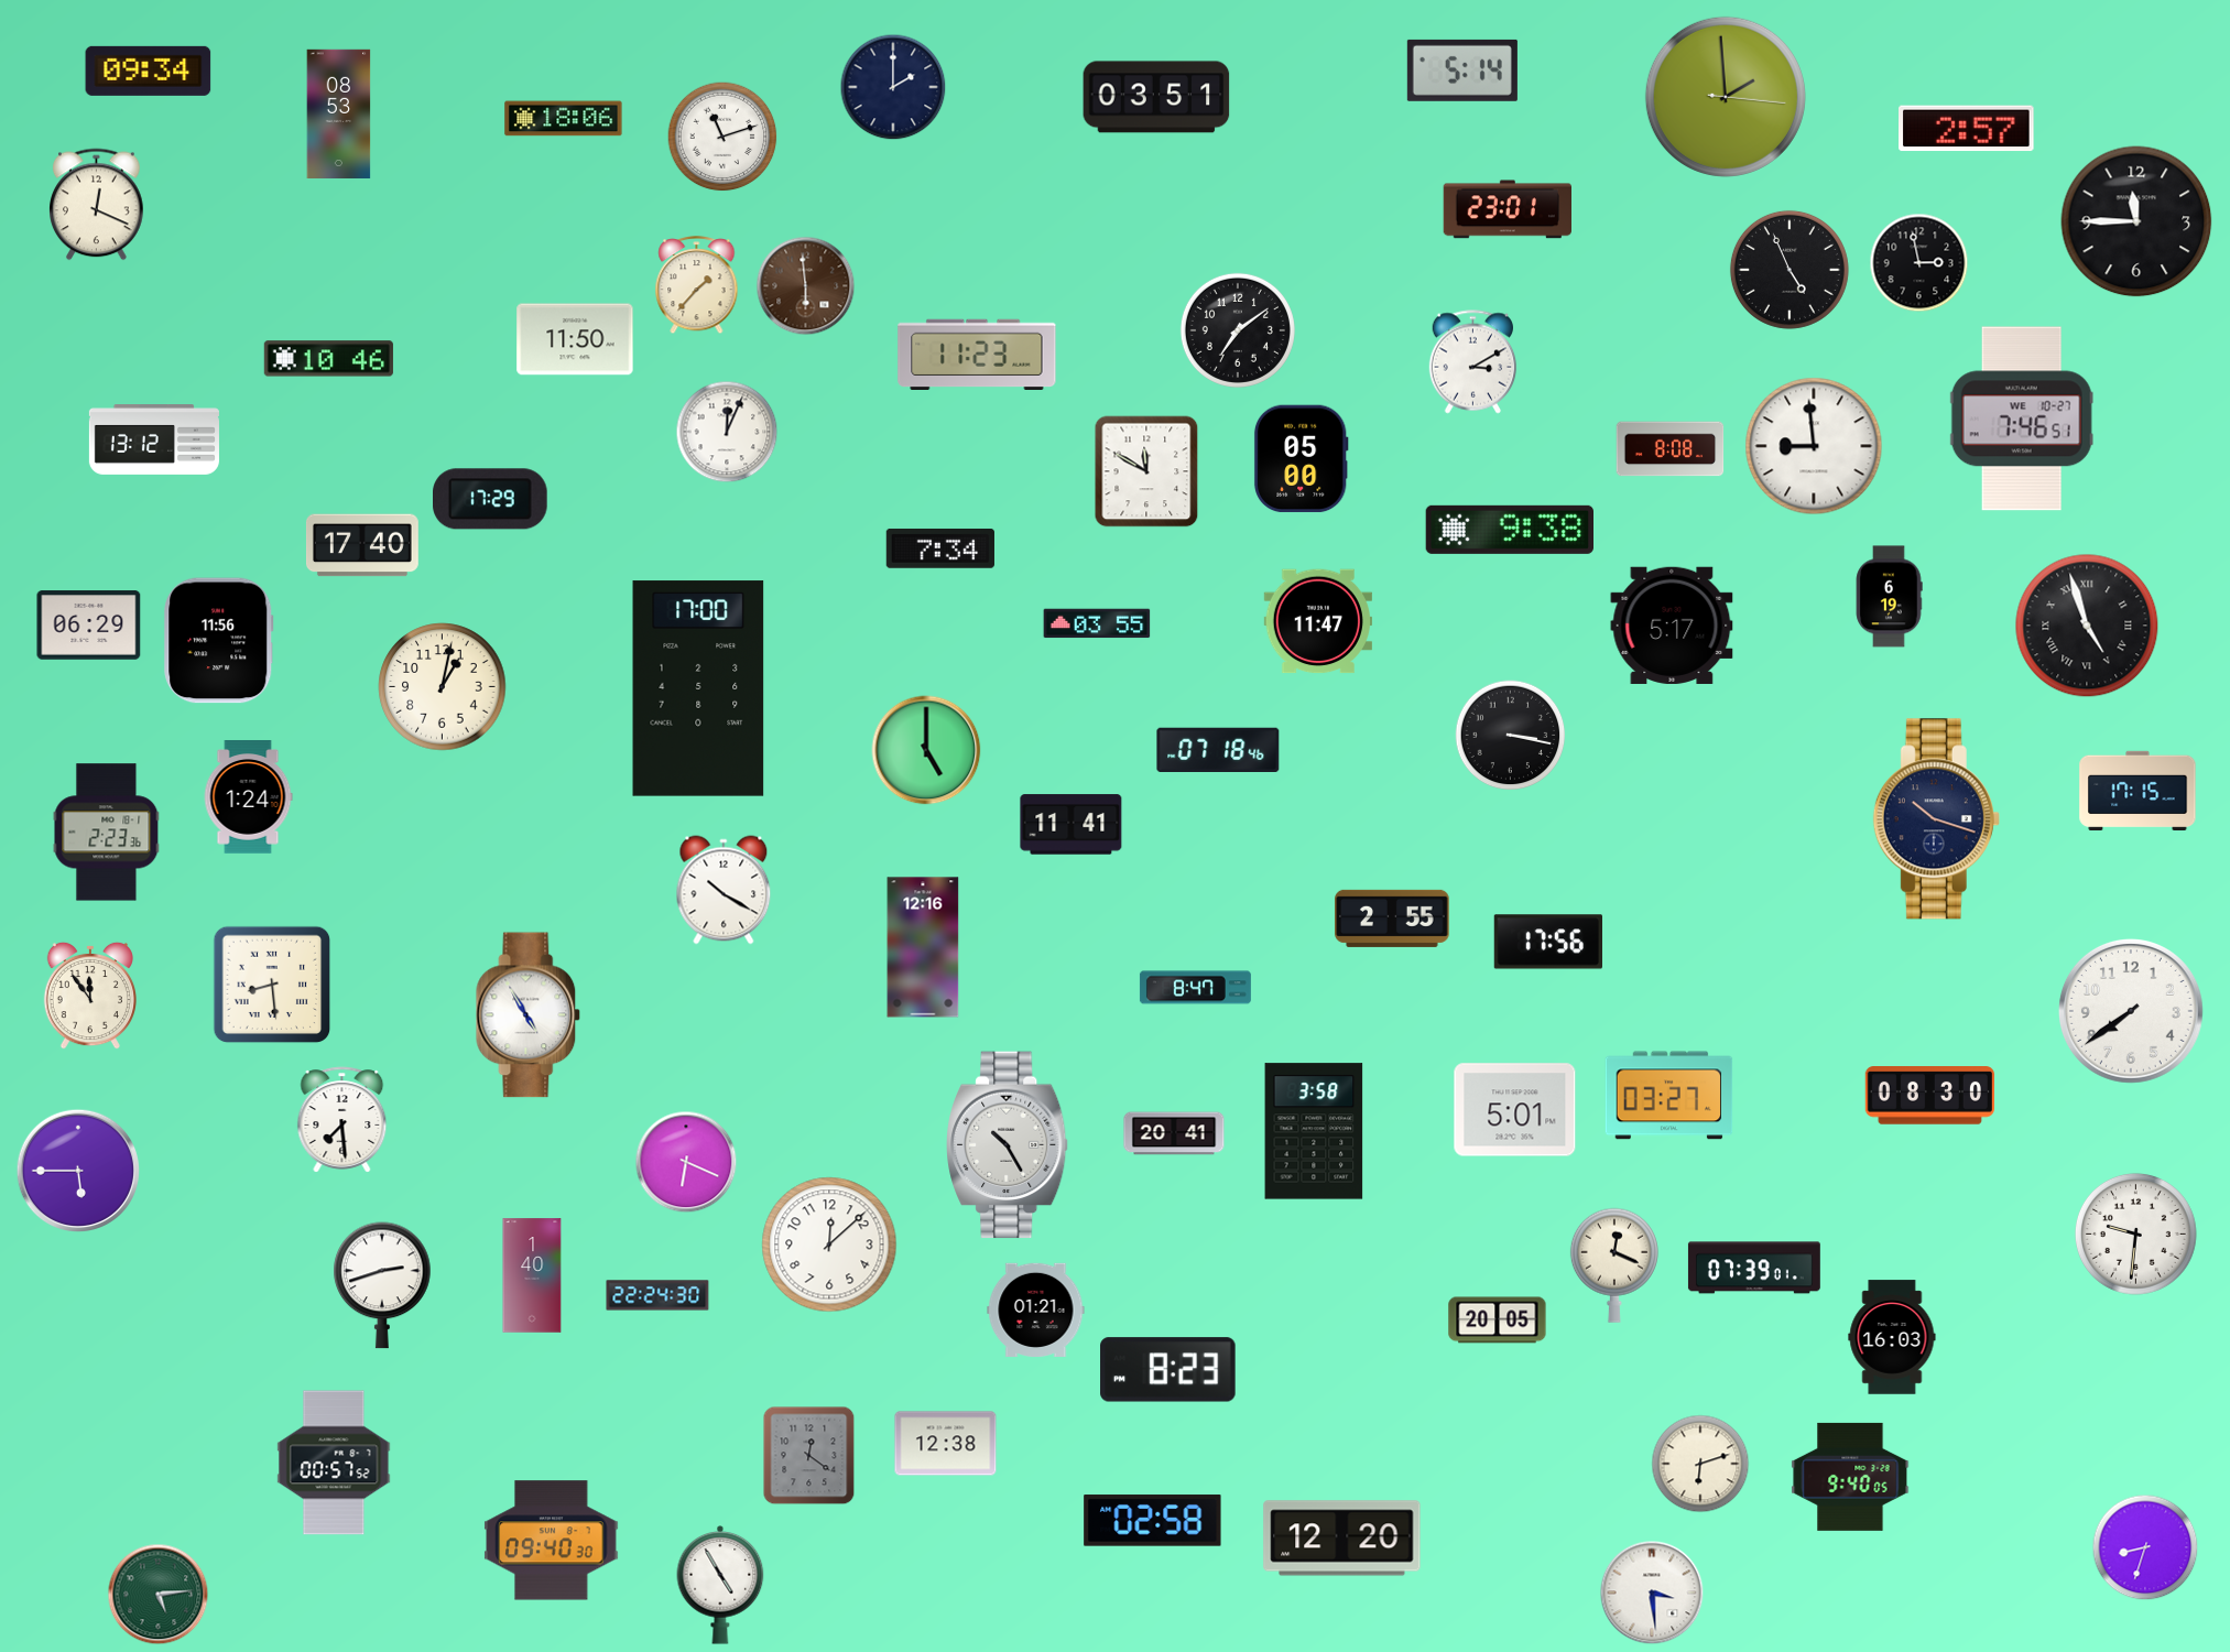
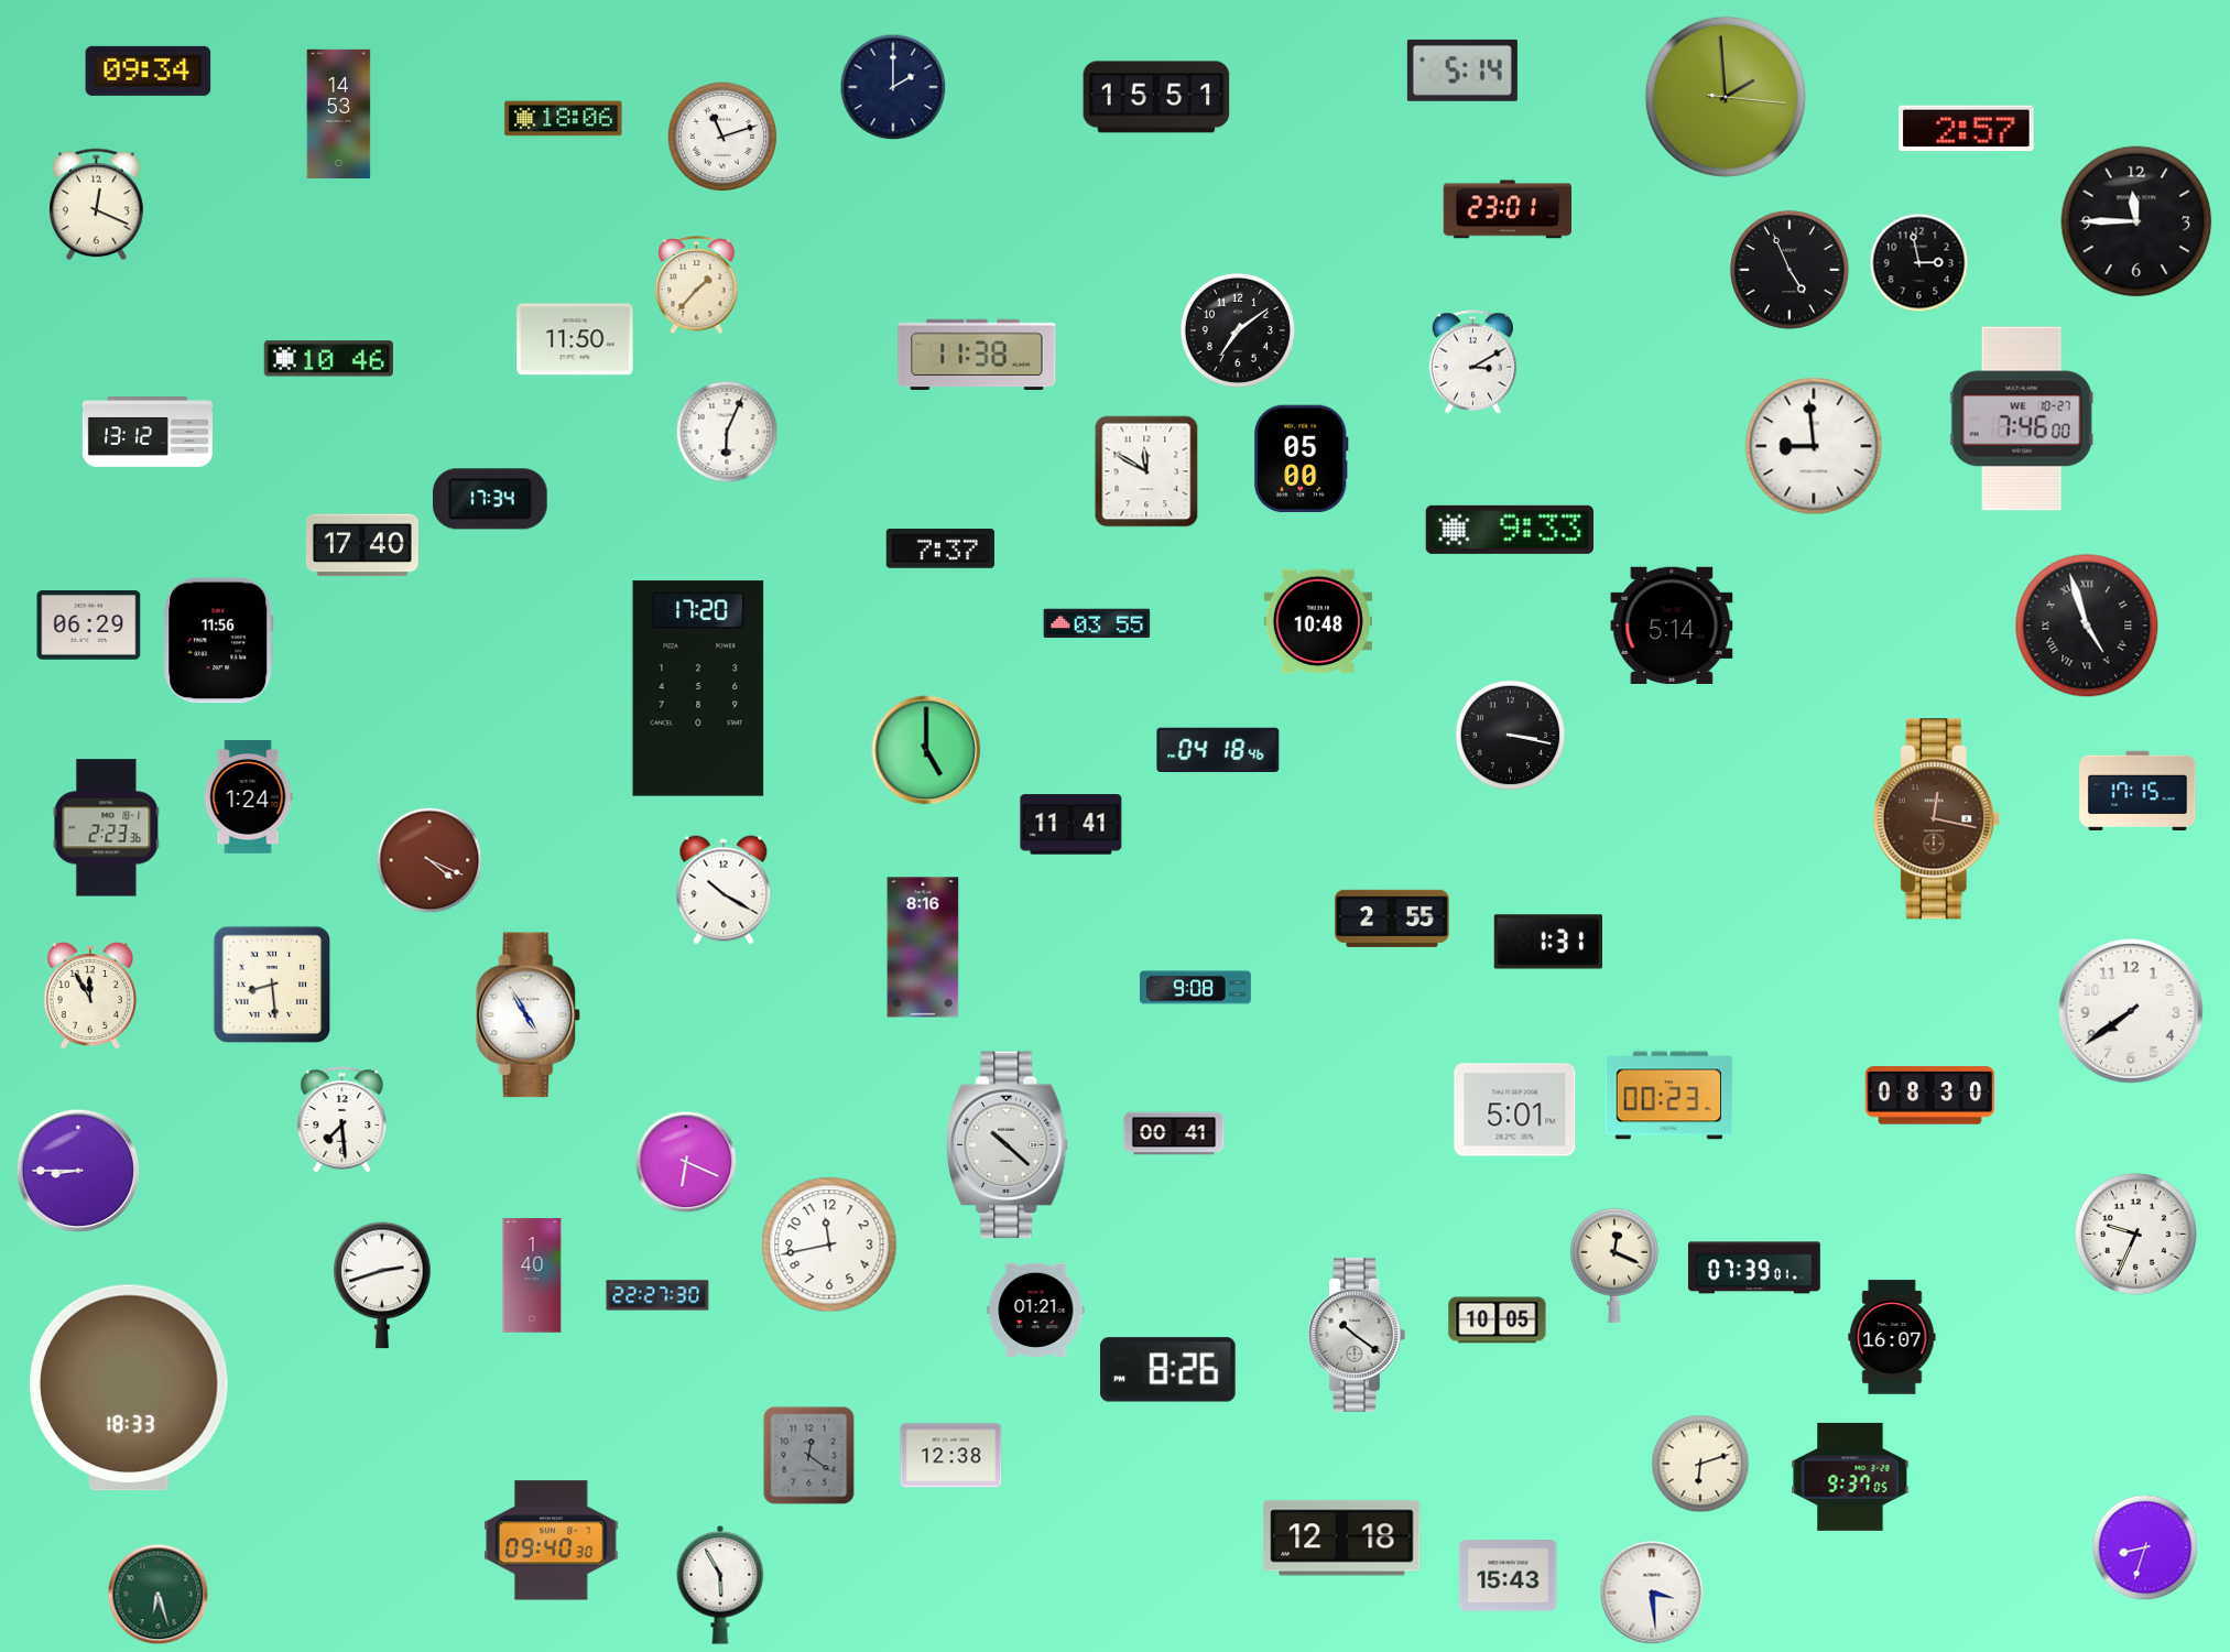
clock at (1156, 97): 03:51 -> 15:51
clock at (339, 113): 08:53 -> 14:53
clock at (806, 286): 5:59 -> none
clock at (977, 354): 11:23 -> 11:38
clock at (2022, 419): 7:46:51 -> 7:46:00
clock at (727, 432): 12:04 -> 6:04
clock at (154, 441) position: (154, 441) -> (148, 433)
clock at (1671, 449): 8:08 -> none
clock at (491, 499): 17:29 -> 17:34
clock at (1509, 530): 9:38 -> 9:33
clock at (940, 548): 7:34 -> 7:37
clock at (1889, 597): 6:19 -> none
clock at (1317, 621): 11:47 -> 10:48
clock at (1672, 626): 5:17 -> 5:14
clock at (443, 687): 1:02 -> none
clock at (698, 688): 17:00 -> 17:20
clock at (1218, 749): 07:18 -> 04:18
clock at (1936, 819): 10:18 -> 12:17
clock at (1936, 819) dial: navy -> brown
clock at (107, 833) position: (107, 833) -> (107, 828)
clock at (429, 860): none -> 4:19
clock at (1547, 942): 17:56 -> 1:31
clock at (923, 947): 12:16 -> 8:16
clock at (1195, 988): 8:47 -> 9:08
clock at (90, 996): 11:54 -> 11:55
clock at (1669, 1096): 03:27 -> 00:23
clock at (1314, 1131): 3:58 -> none
clock at (1174, 1133): 20:41 -> 00:41
clock at (1008, 1145): 10:25 -> 10:22
clock at (77, 1170): 5:45 -> 8:45
clock at (2135, 1233): 9:31 -> 9:34
clock at (829, 1245): 12:08 -> 11:43
clock at (657, 1295): 22:24 -> 22:27
clock at (1498, 1320): 20:05 -> 10:05
clock at (1357, 1336): none -> 10:21
clock at (1892, 1337): 16:03 -> 16:07
clock at (1168, 1370): 8:23 -> 8:26
clock at (130, 1388): none -> 18:33
clock at (946, 1444) position: (946, 1444) -> (951, 1456)
clock at (334, 1463): 00:57 -> none
clock at (1850, 1477): 9:40 -> 9:37
clock at (1153, 1521): 02:58 -> none
clock at (1342, 1539): 12:20 -> 12:18
clock at (1509, 1576): none -> 15:43
clock at (720, 1586): 4:55 -> 5:55
clock at (159, 1595): 5:14 -> 6:27
